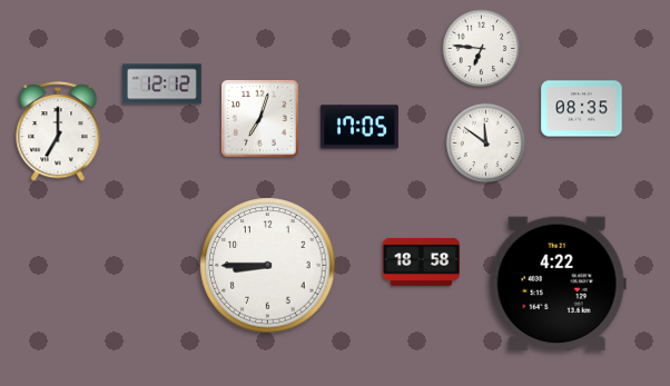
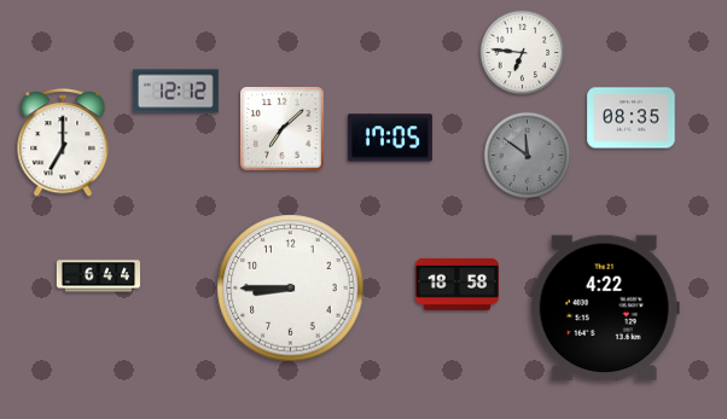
clock at (260, 119): 7:03 -> 7:08
clock at (486, 143) dial: white -> grey
clock at (98, 277): none -> 6:44
